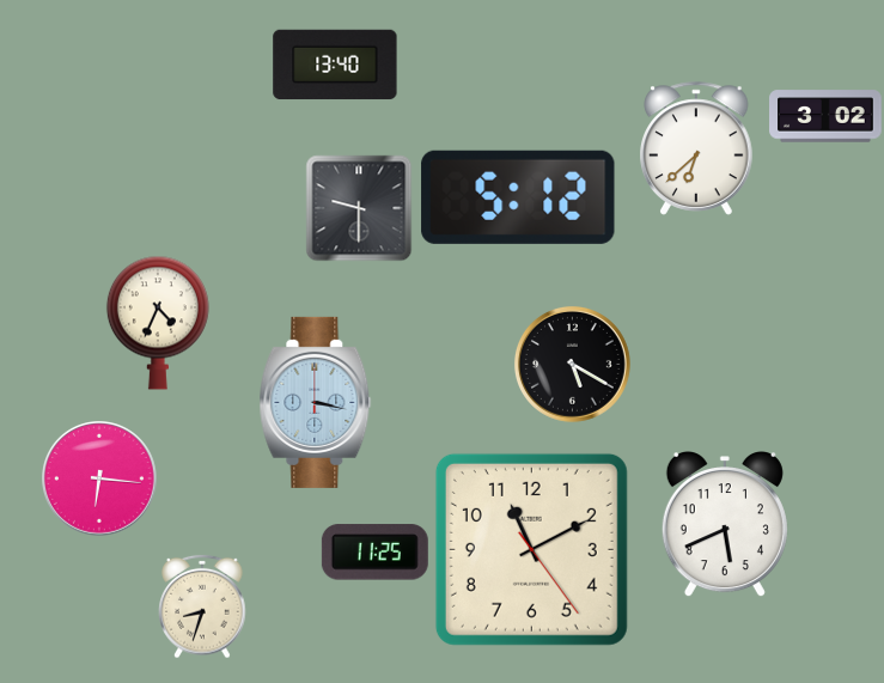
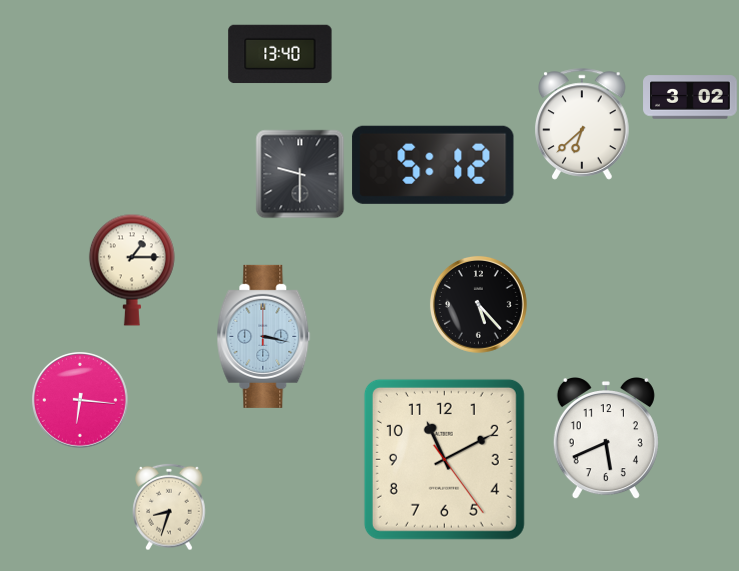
clock at (158, 323): 4:34 -> 1:15
clock at (572, 364): 5:20 -> 5:23
clock at (100, 480) position: (100, 480) -> (81, 401)
clock at (374, 553): 11:25 -> none
